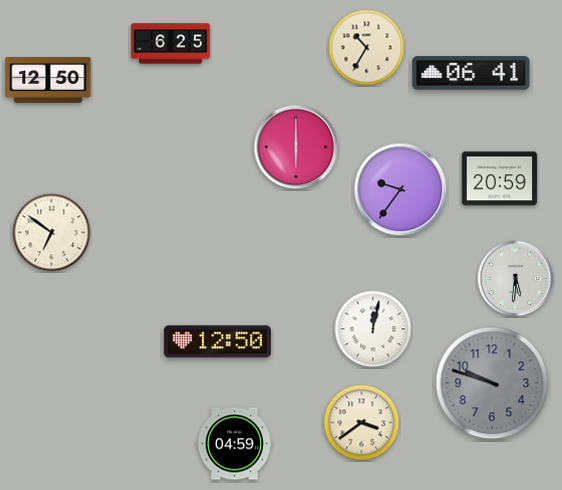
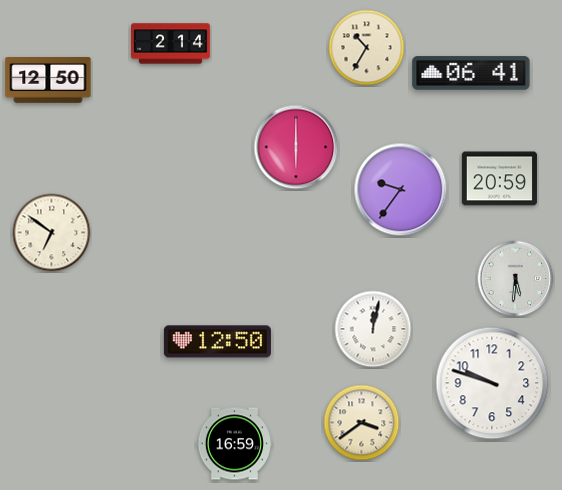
clock at (171, 44): 6:25 -> 2:14
clock at (492, 383) dial: grey -> white
clock at (234, 444): 04:59 -> 16:59
